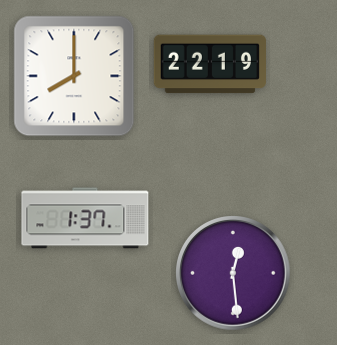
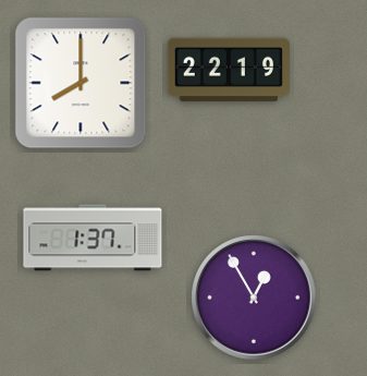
clock at (234, 274): 12:29 -> 12:55
